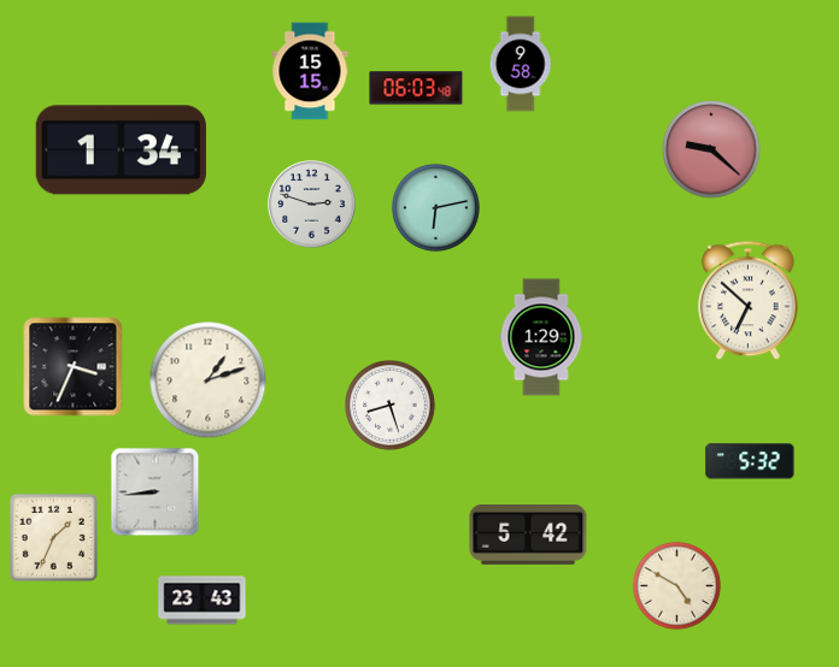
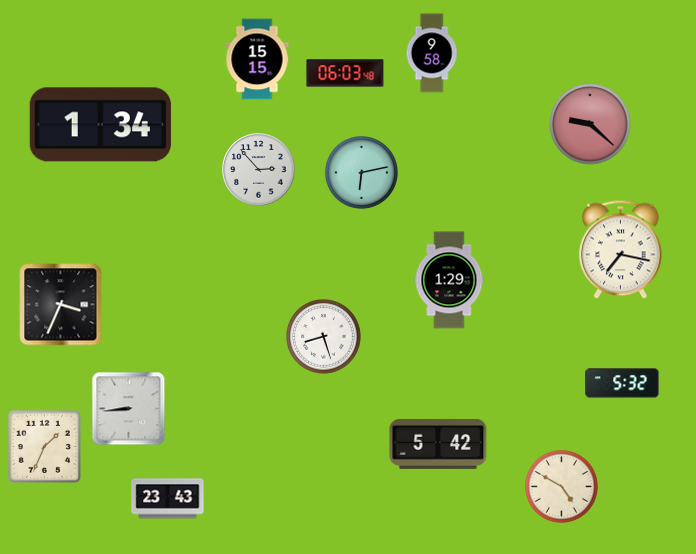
clock at (312, 205): 2:48 -> 2:53
clock at (749, 301): 6:52 -> 7:17
clock at (209, 380): 1:12 -> none
